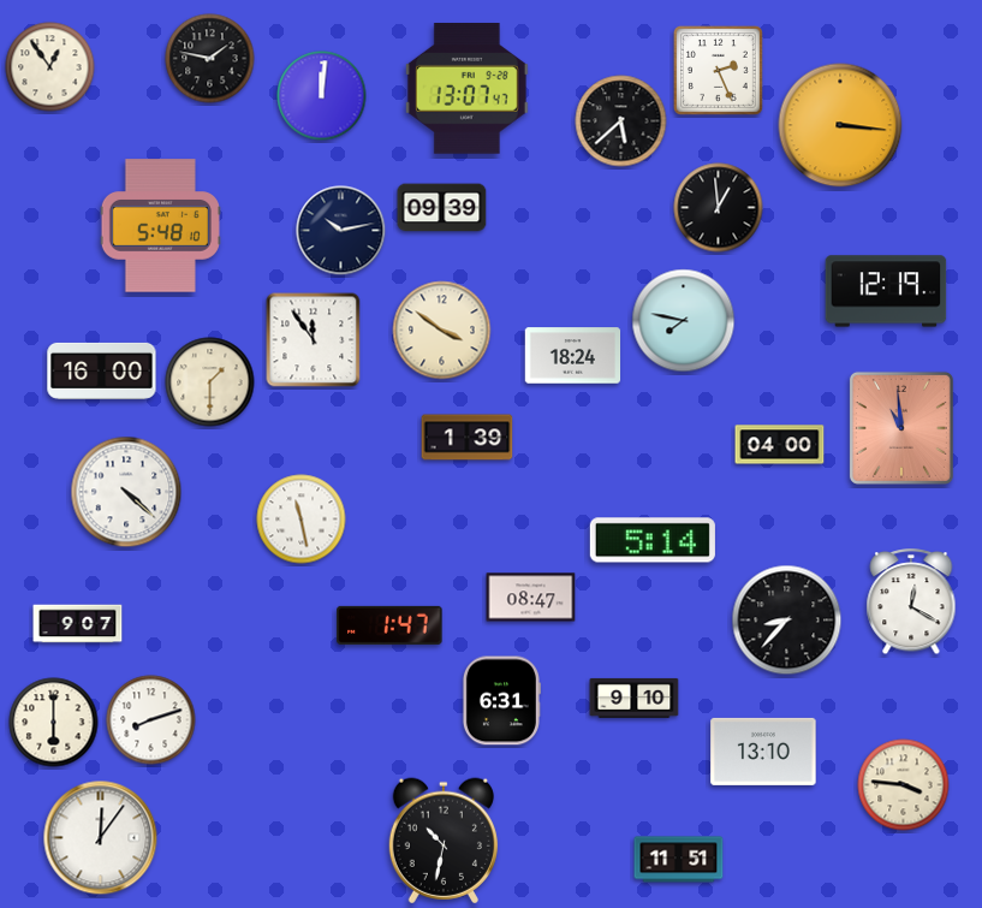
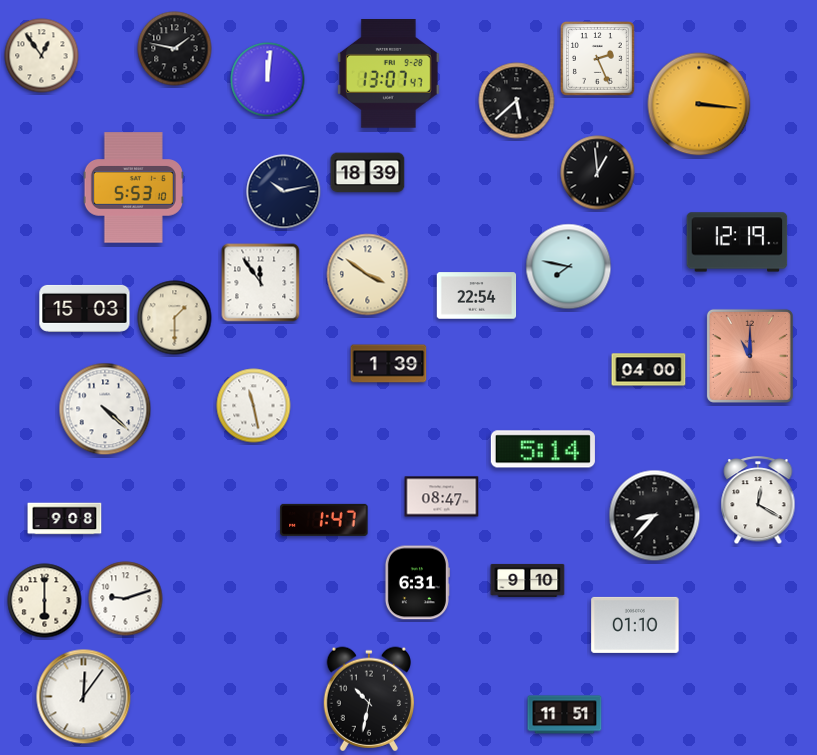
clock at (442, 208): 09:39 -> 18:39
clock at (160, 226): 5:48 -> 5:53
clock at (573, 356): 18:24 -> 22:54
clock at (102, 370): 16:00 -> 15:03
clock at (901, 428): 10:59 -> 11:00
clock at (302, 520) position: (302, 520) -> (254, 406)
clock at (78, 624): 9:07 -> 9:08
clock at (151, 720): 8:12 -> 9:12
clock at (763, 752): 13:10 -> 01:10
clock at (904, 785): 3:46 -> none
